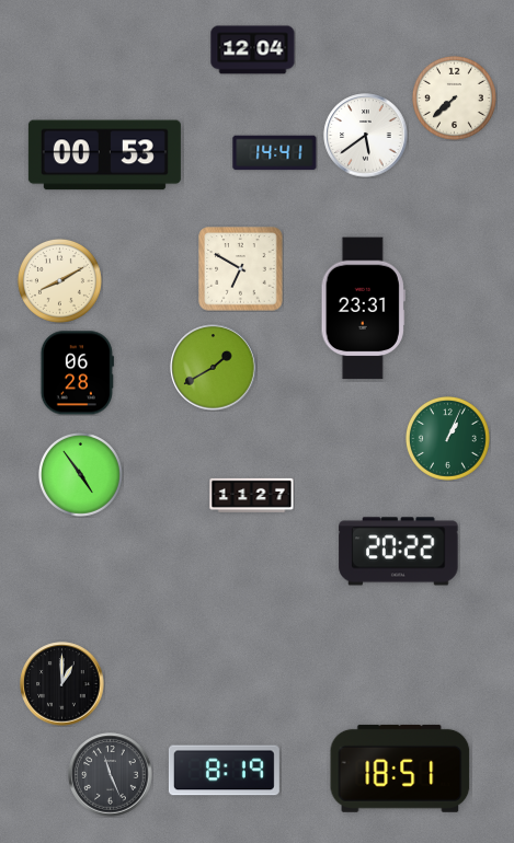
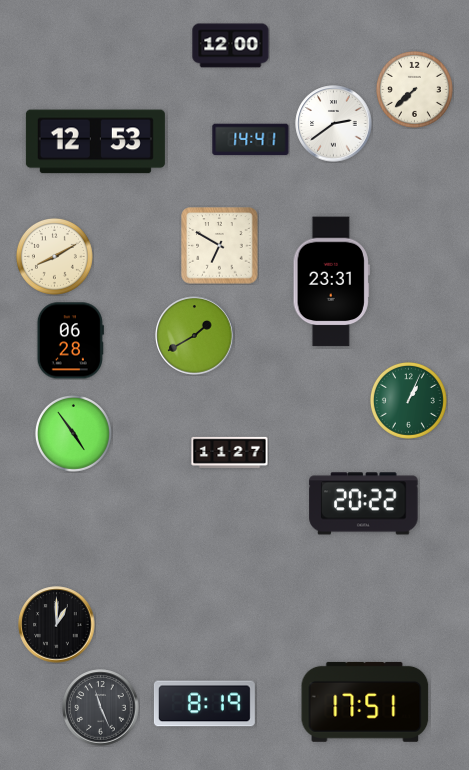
clock at (253, 50): 12:04 -> 12:00
clock at (366, 136): 5:39 -> 2:39
clock at (104, 155): 00:53 -> 12:53
clock at (400, 769): 18:51 -> 17:51
